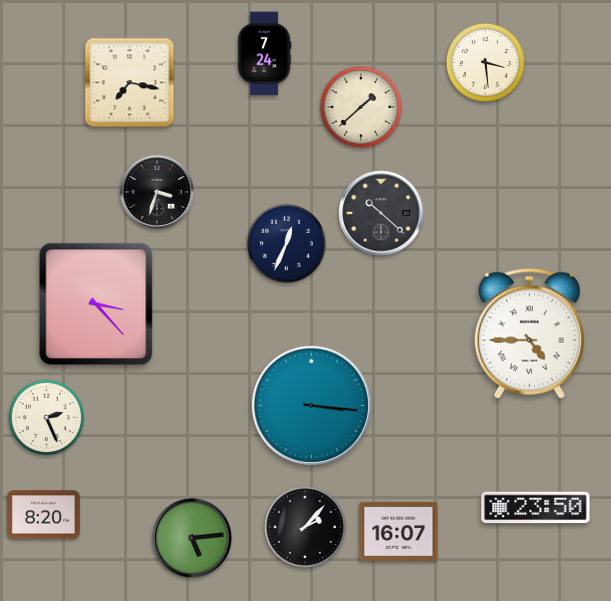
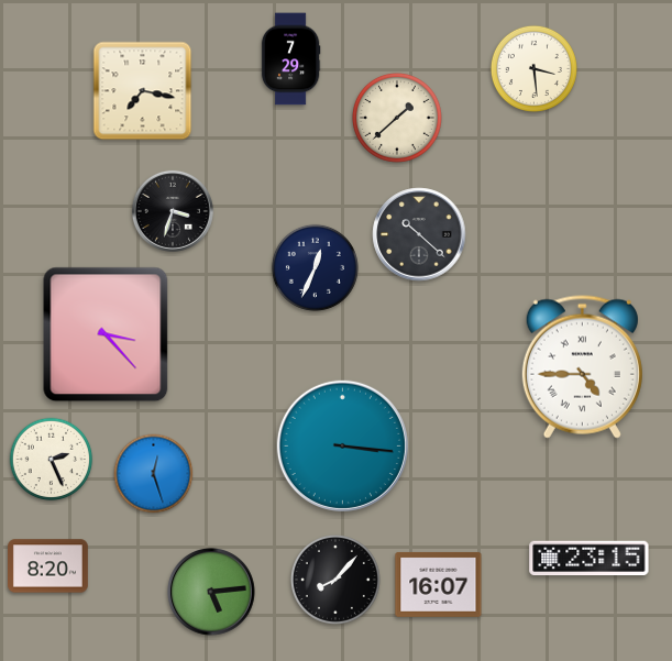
clock at (264, 54): 7:24 -> 7:29
clock at (154, 474): none -> 12:27
clock at (536, 508): 23:50 -> 23:15
clock at (305, 527): 2:07 -> 8:07
